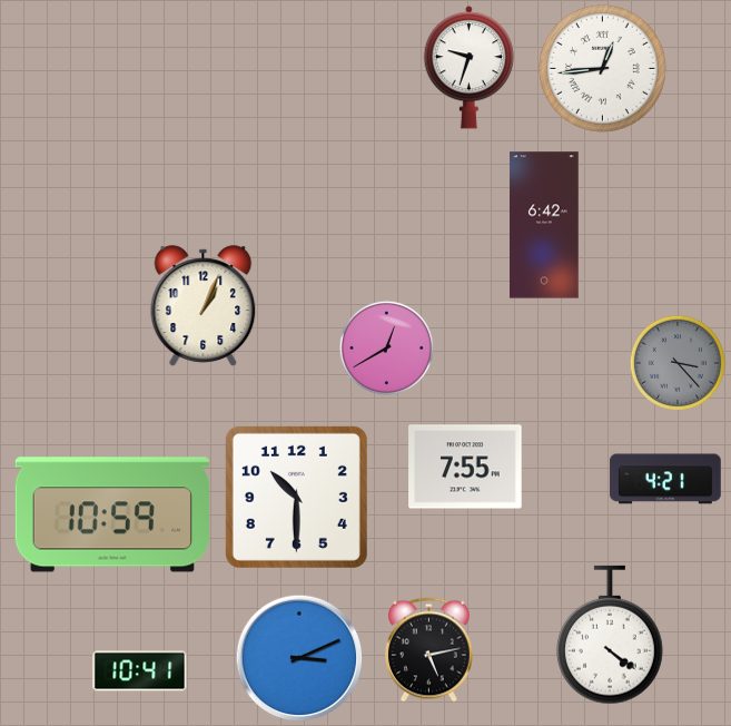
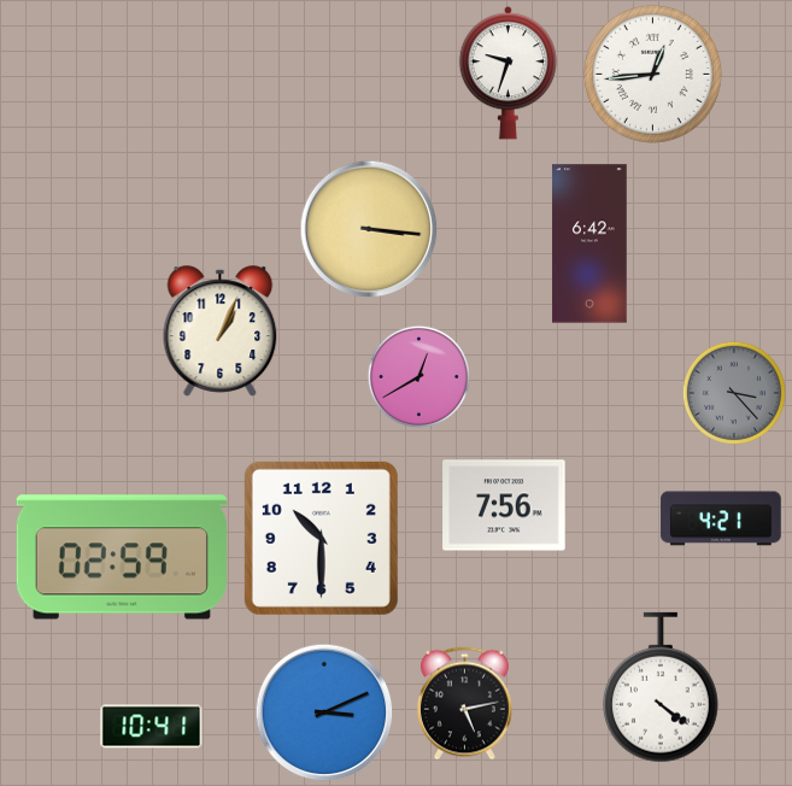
clock at (369, 229): none -> 3:16
clock at (465, 467): 7:55 -> 7:56
clock at (111, 514): 10:59 -> 02:59
